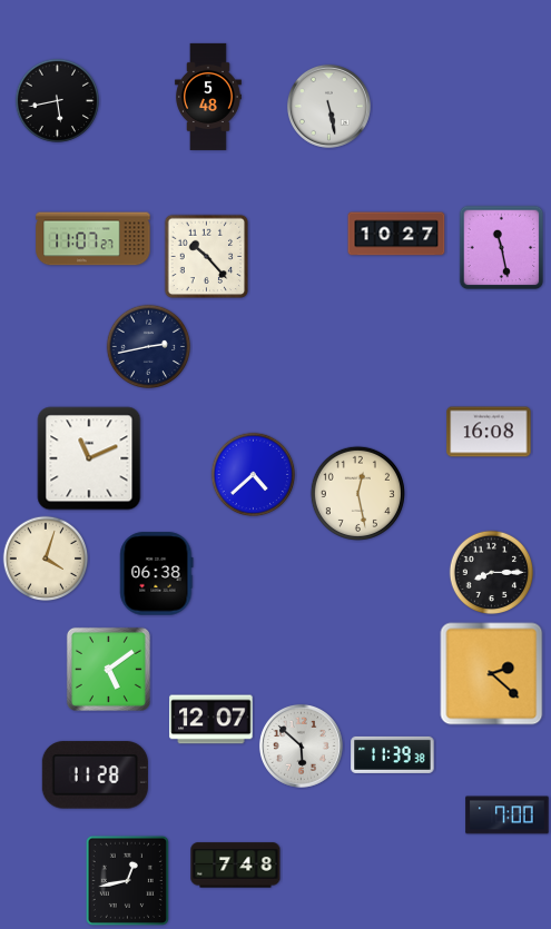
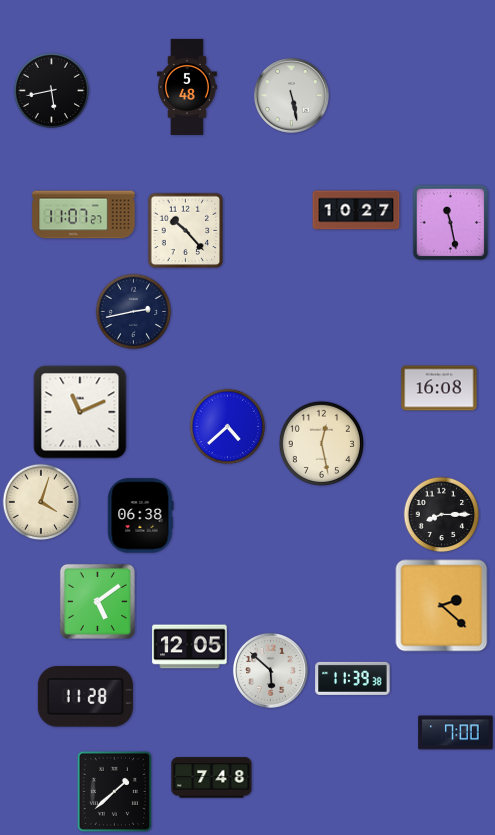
clock at (328, 106) position: (328, 106) -> (291, 95)
clock at (211, 720): 12:07 -> 12:05
clock at (127, 880): 12:43 -> 1:38
